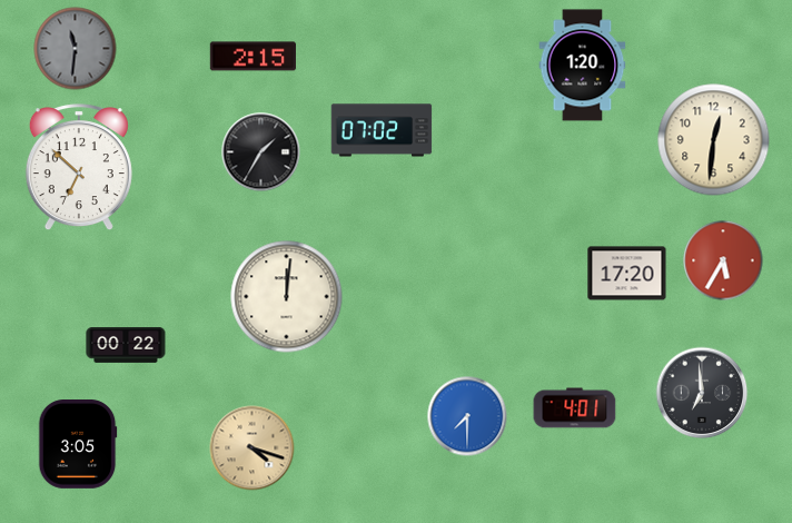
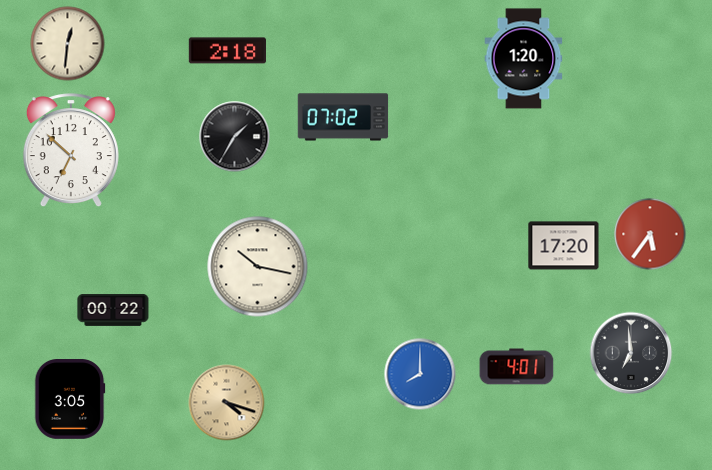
clock at (76, 49): 11:31 -> 12:31
clock at (76, 49) dial: grey -> cream
clock at (253, 57): 2:15 -> 2:18
clock at (714, 140): 12:31 -> none
clock at (723, 260): 5:35 -> 5:36
clock at (287, 297): 12:01 -> 10:17
clock at (467, 416): 7:30 -> 8:00
